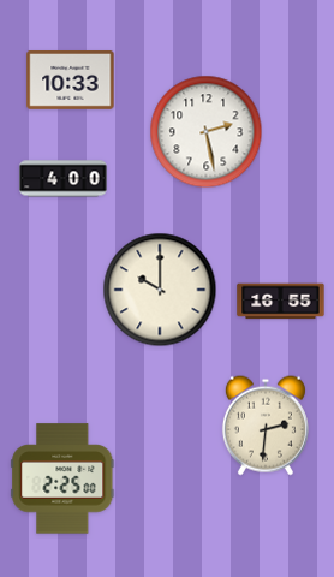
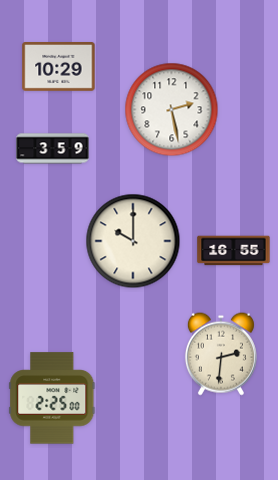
clock at (71, 81): 10:33 -> 10:29
clock at (64, 179): 4:00 -> 3:59
